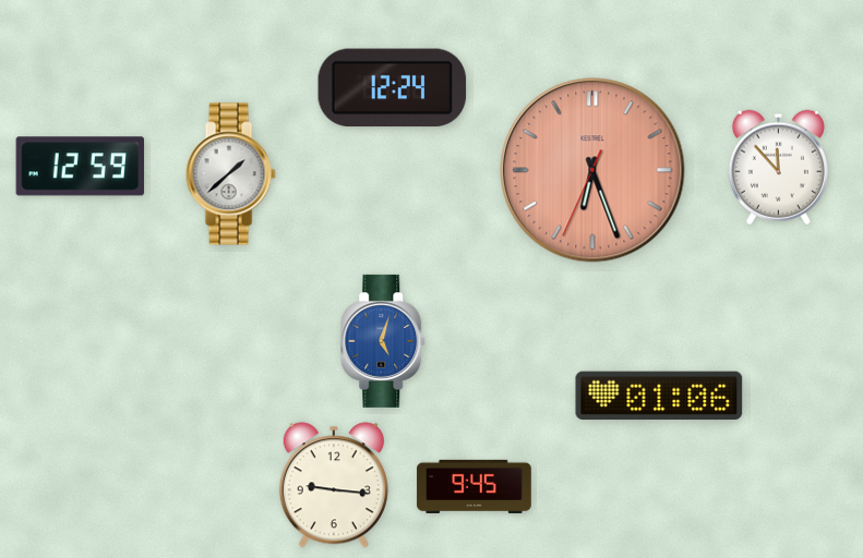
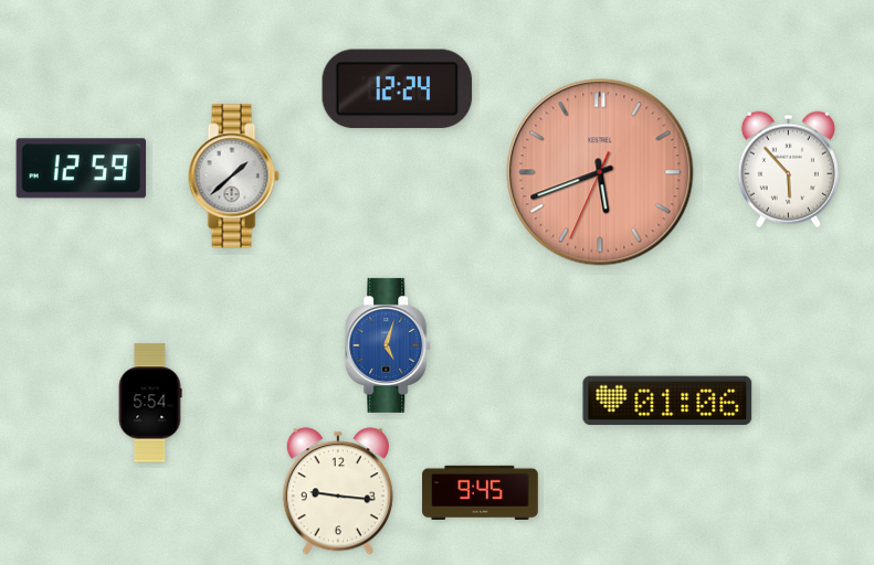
clock at (778, 167): 11:53 -> 5:53
clock at (592, 170): 6:26 -> 5:41
clock at (150, 403): none -> 5:54
